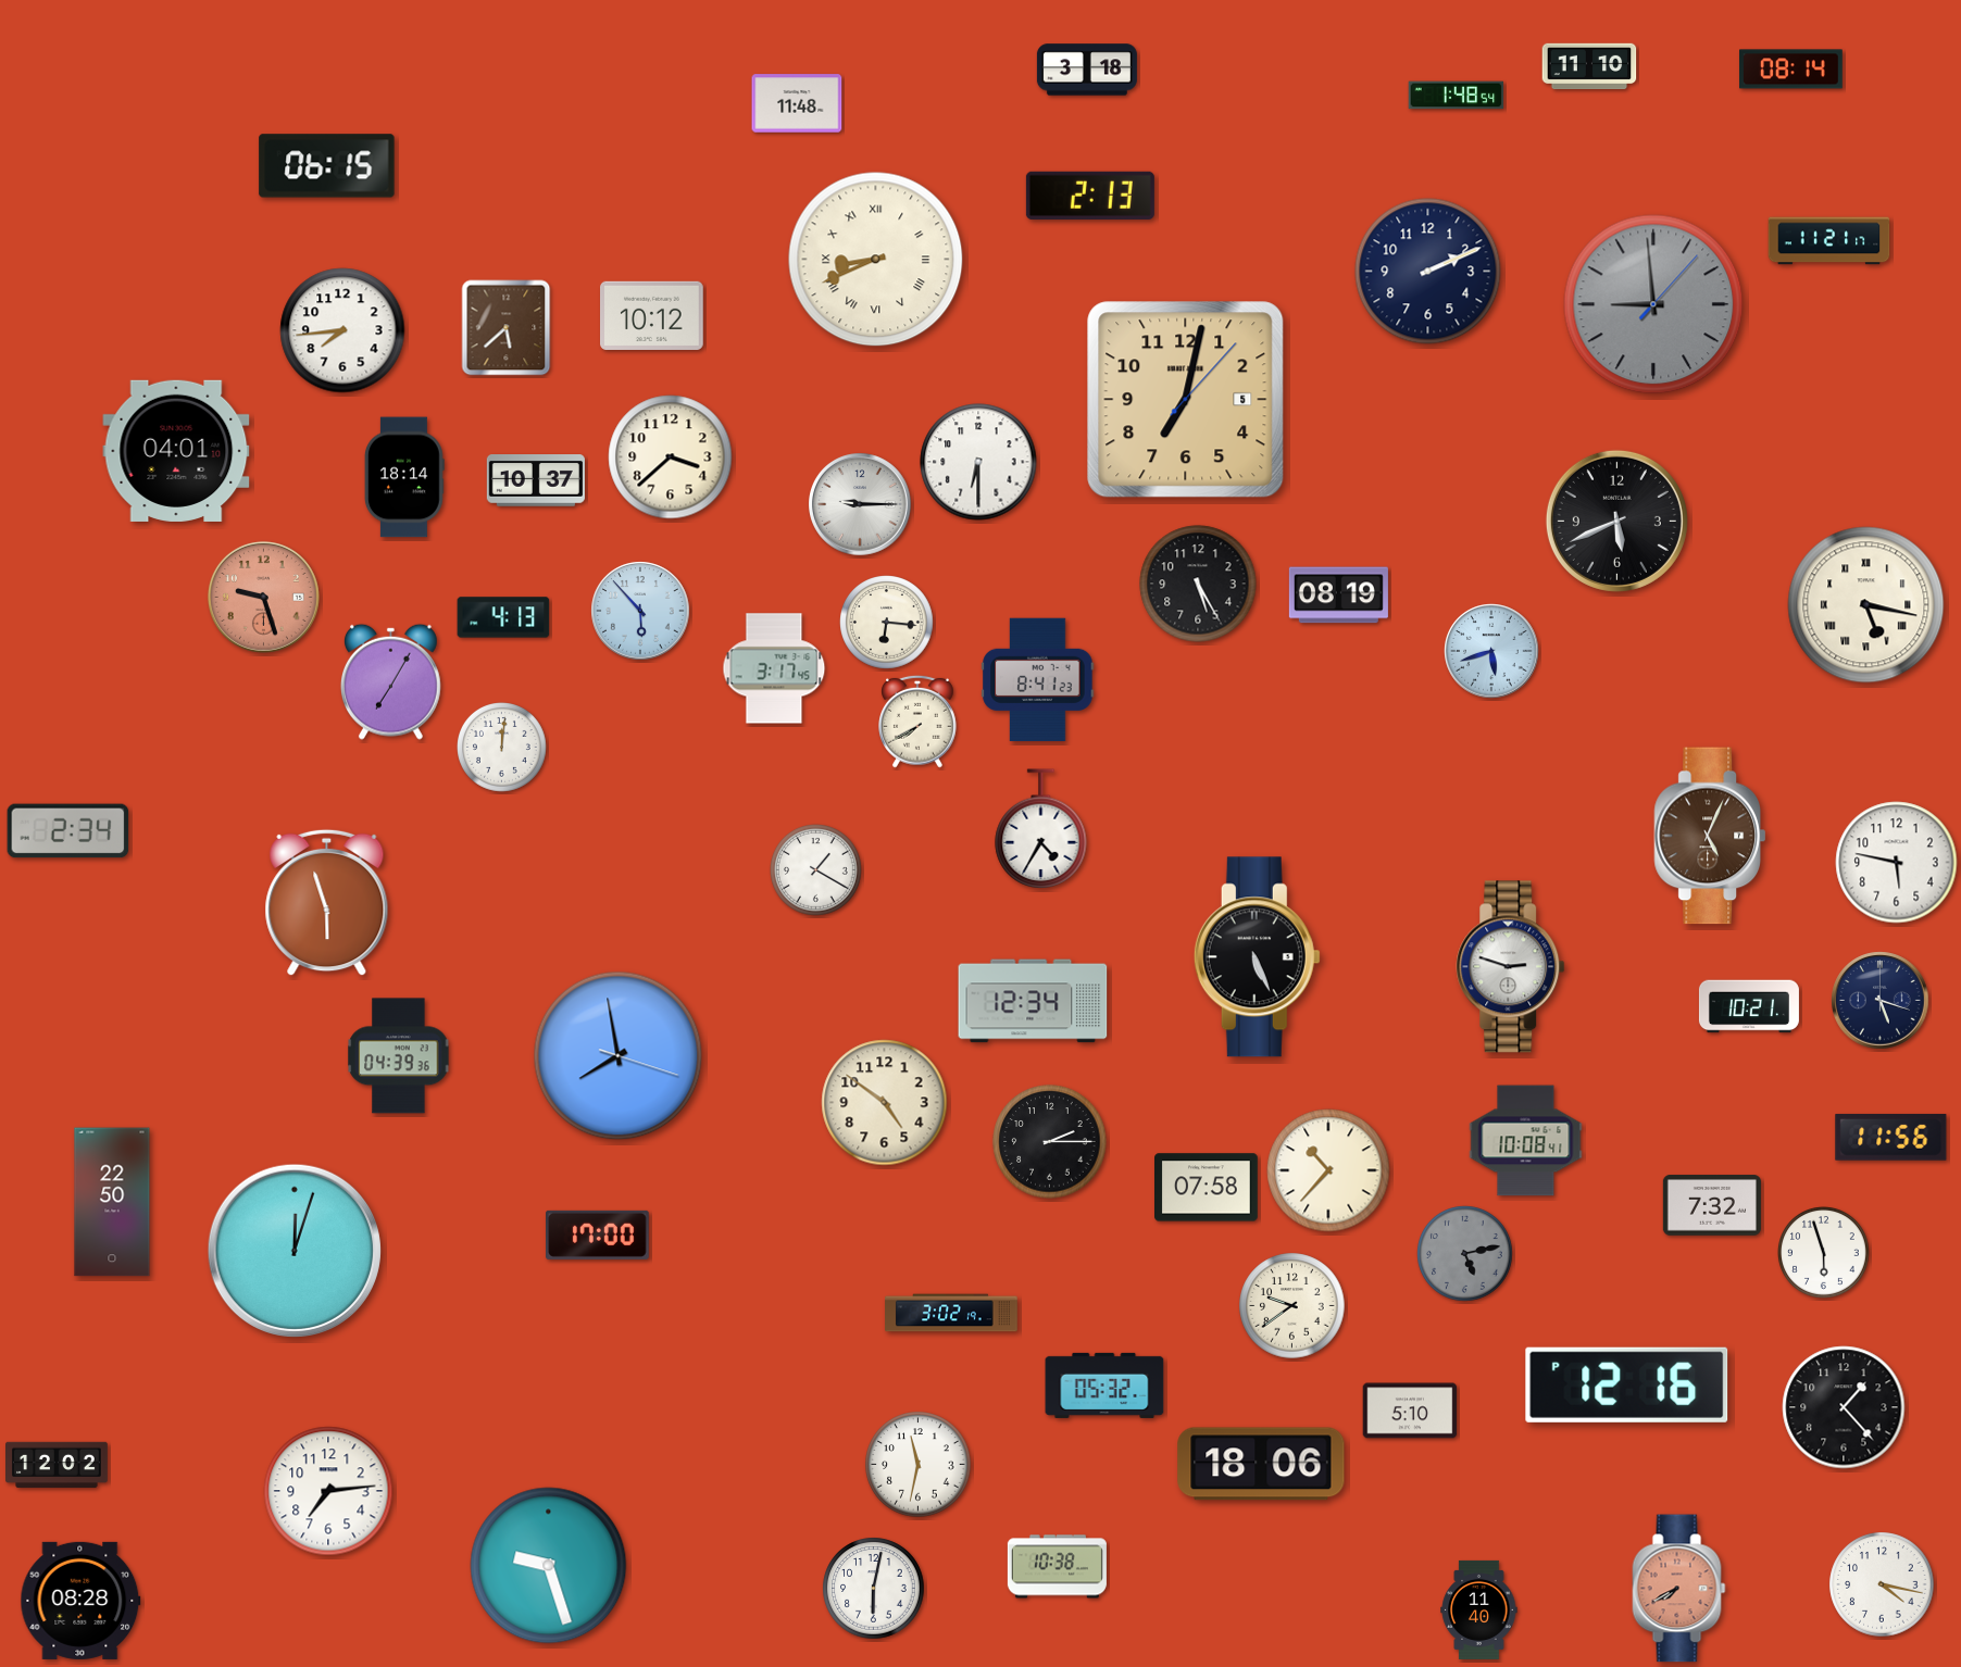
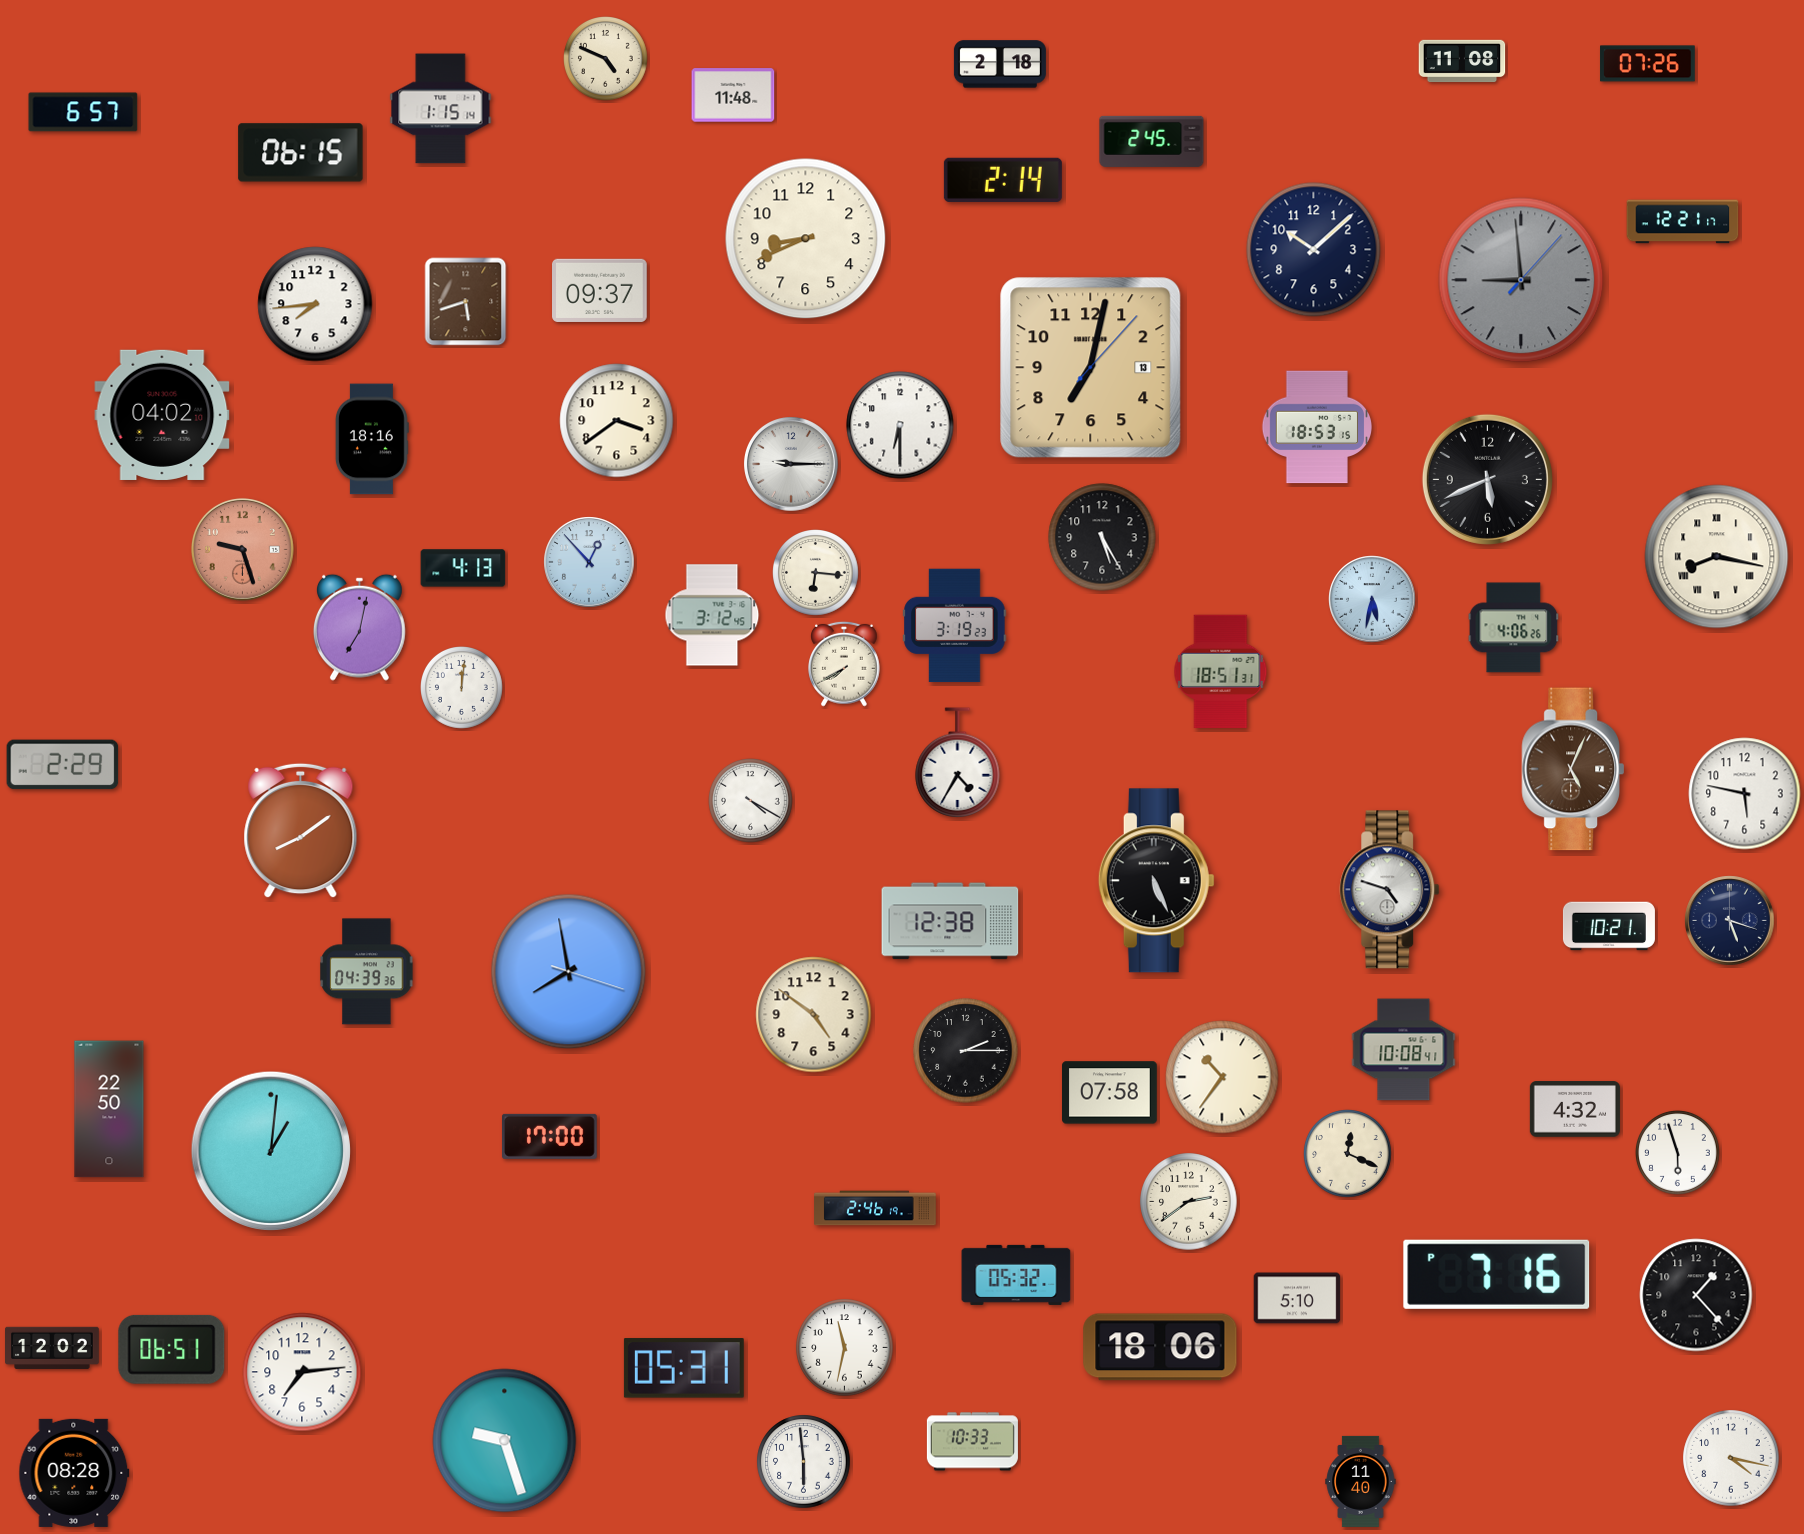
clock at (606, 59): none -> 4:49
clock at (1589, 66): 11:10 -> 11:08
clock at (1087, 70): 3:18 -> 2:18
clock at (1791, 70): 08:14 -> 07:26
clock at (1457, 96): 1:48 -> none
clock at (441, 109): none -> 1:15
clock at (83, 112): none -> 6:57
clock at (1152, 141): none -> 2:45
clock at (1090, 196): 2:13 -> 2:14
clock at (1829, 241): 11:21 -> 12:21
clock at (876, 260) numerals: Roman -> Arabic
clock at (1428, 272): 2:11 -> 10:08
clock at (652, 315): 10:12 -> 09:37
clock at (507, 328): 5:38 -> 5:42
clock at (1186, 400) date: 5 -> 13
clock at (176, 451): 04:01 -> 04:02
clock at (671, 458): 3:38 -> 3:39
clock at (1316, 427): none -> 18:53
clock at (404, 477): 18:14 -> 18:16
clock at (536, 481): 10:37 -> none
clock at (1338, 596): 08:19 -> none
clock at (1866, 605): 5:17 -> 8:17
clock at (640, 611): 5:53 -> 12:53
clock at (1491, 651): 5:42 -> 5:32
clock at (774, 668): 3:17 -> 3:12
clock at (1038, 680): 8:41 -> 3:19
clock at (390, 681): 7:05 -> 7:02
clock at (1514, 628): none -> 4:06
clock at (1221, 672): none -> 18:51
clock at (68, 831): 2:34 -> 2:29
clock at (816, 870): 1:20 -> 4:20
clock at (327, 903): 5:57 -> 8:09
clock at (1511, 967): 2:48 -> 4:48
clock at (1033, 1001): 12:34 -> 12:38
clock at (1891, 1137): 11:56 -> none
clock at (1328, 1170): 10:37 -> 10:36
clock at (112, 1202) position: (112, 1202) -> (109, 1109)
clock at (1712, 1205): 7:32 -> 4:32
clock at (295, 1251): 12:03 -> 1:01
clock at (1465, 1254): 5:13 -> 12:19
clock at (1465, 1254) dial: grey -> cream
clock at (1292, 1306): 9:39 -> 2:39
clock at (951, 1313): 3:02 -> 2:46
clock at (1627, 1384): 12:16 -> 7:16
clock at (172, 1349): none -> 06:51
clock at (684, 1368): none -> 05:31
clock at (1057, 1567): 10:38 -> 10:33
clock at (874, 1589): 6:02 -> 5:59
clock at (1679, 1589): 7:40 -> none
